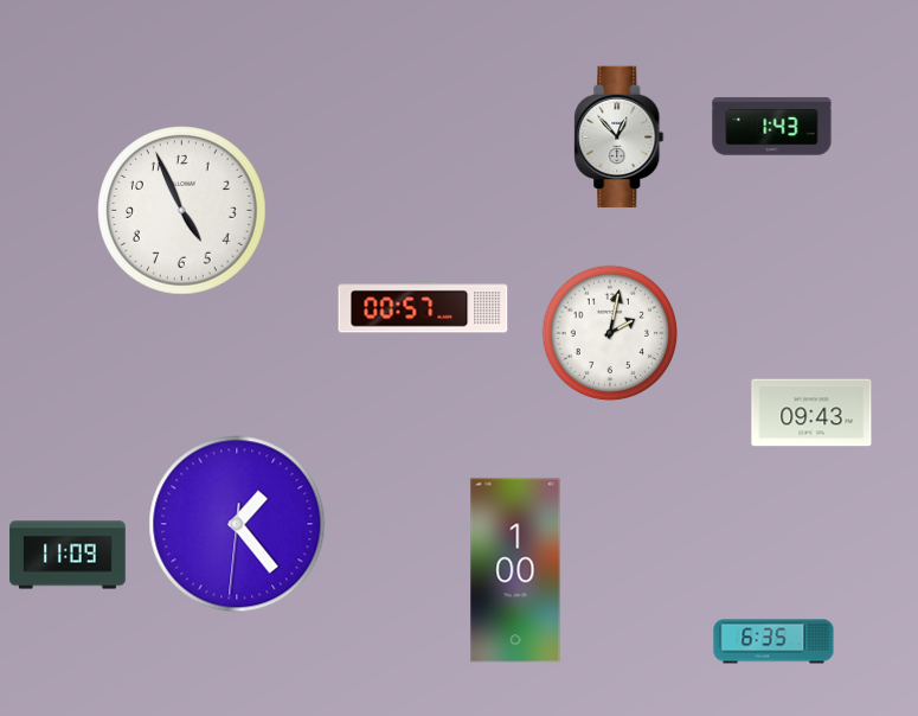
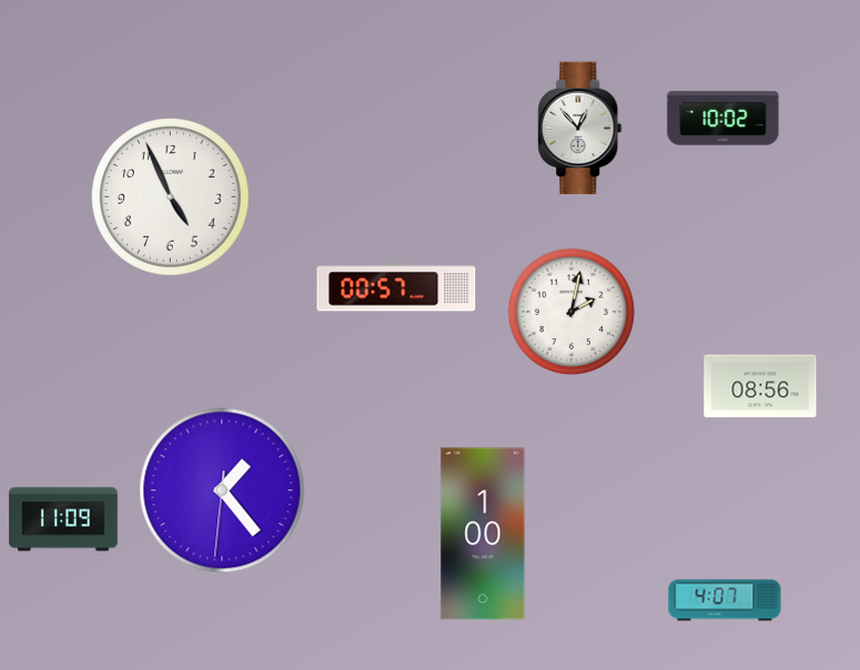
clock at (772, 127): 1:43 -> 10:02
clock at (811, 413): 09:43 -> 08:56
clock at (773, 641): 6:35 -> 4:07
